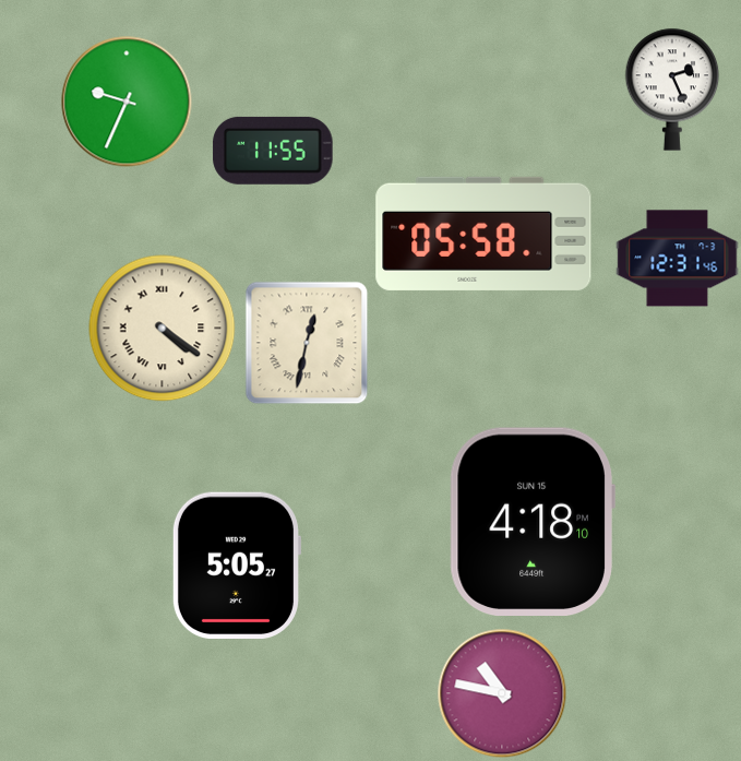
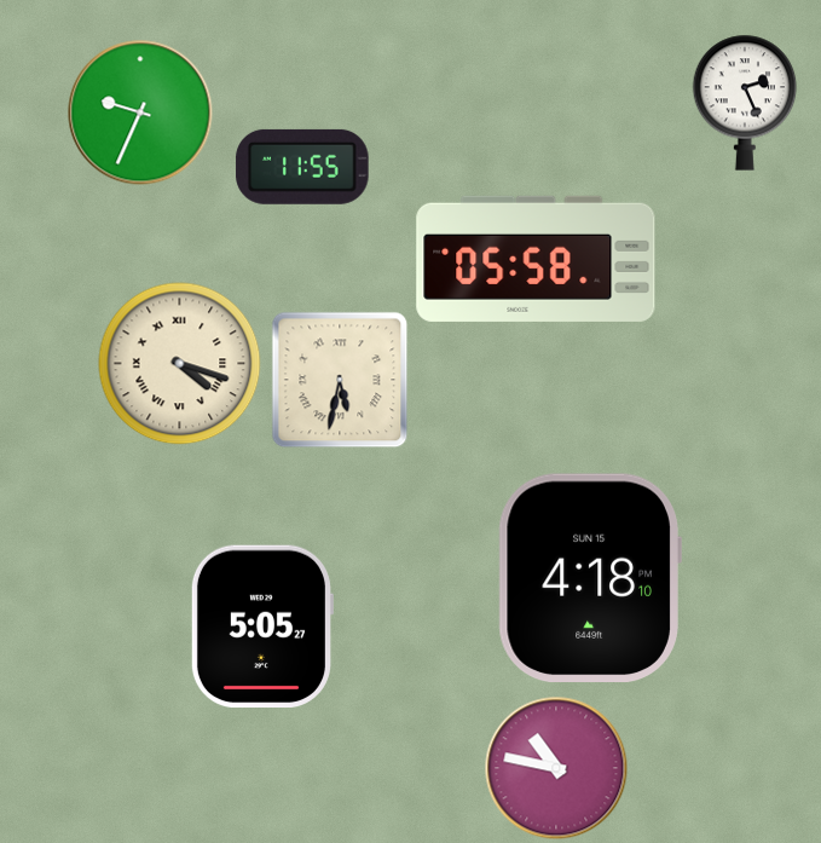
clock at (672, 90) position: (672, 90) -> (745, 103)
clock at (678, 259): 12:31 -> none
clock at (163, 329): 4:21 -> 4:18
clock at (307, 343): 12:32 -> 5:32
